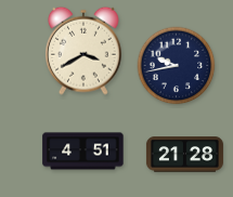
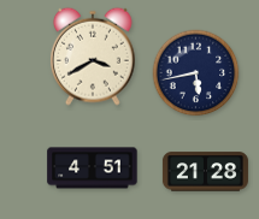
clock at (177, 66): 9:43 -> 5:43
